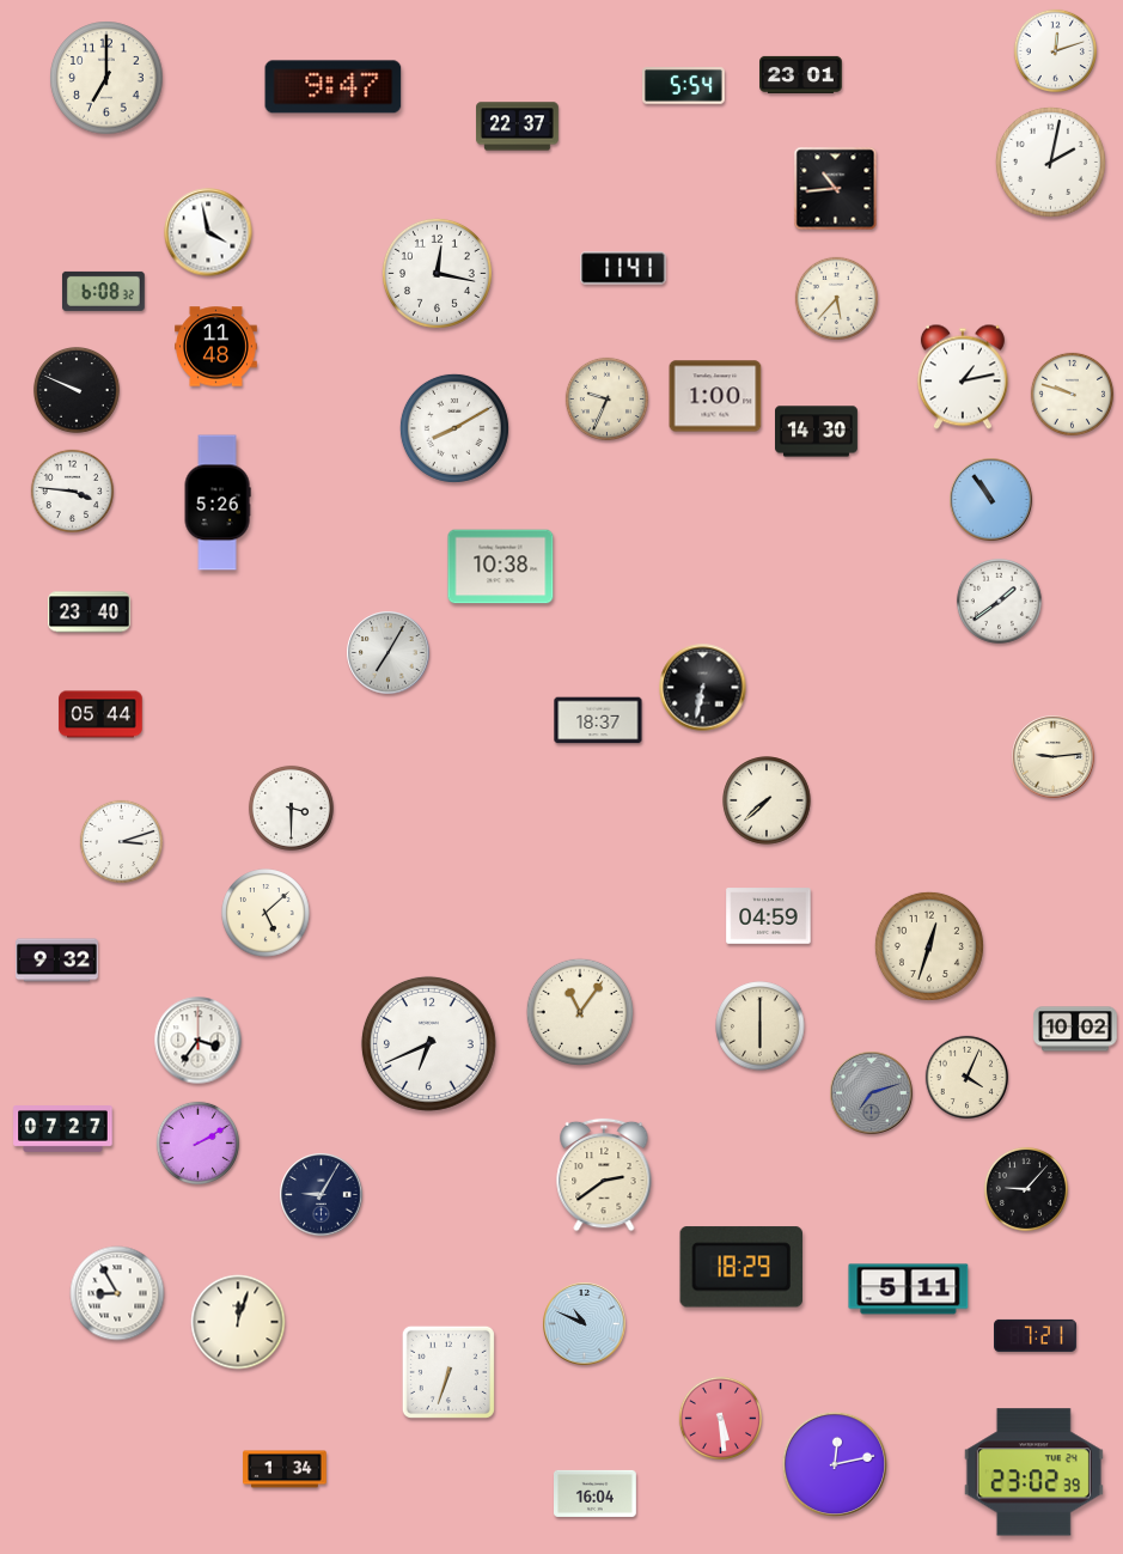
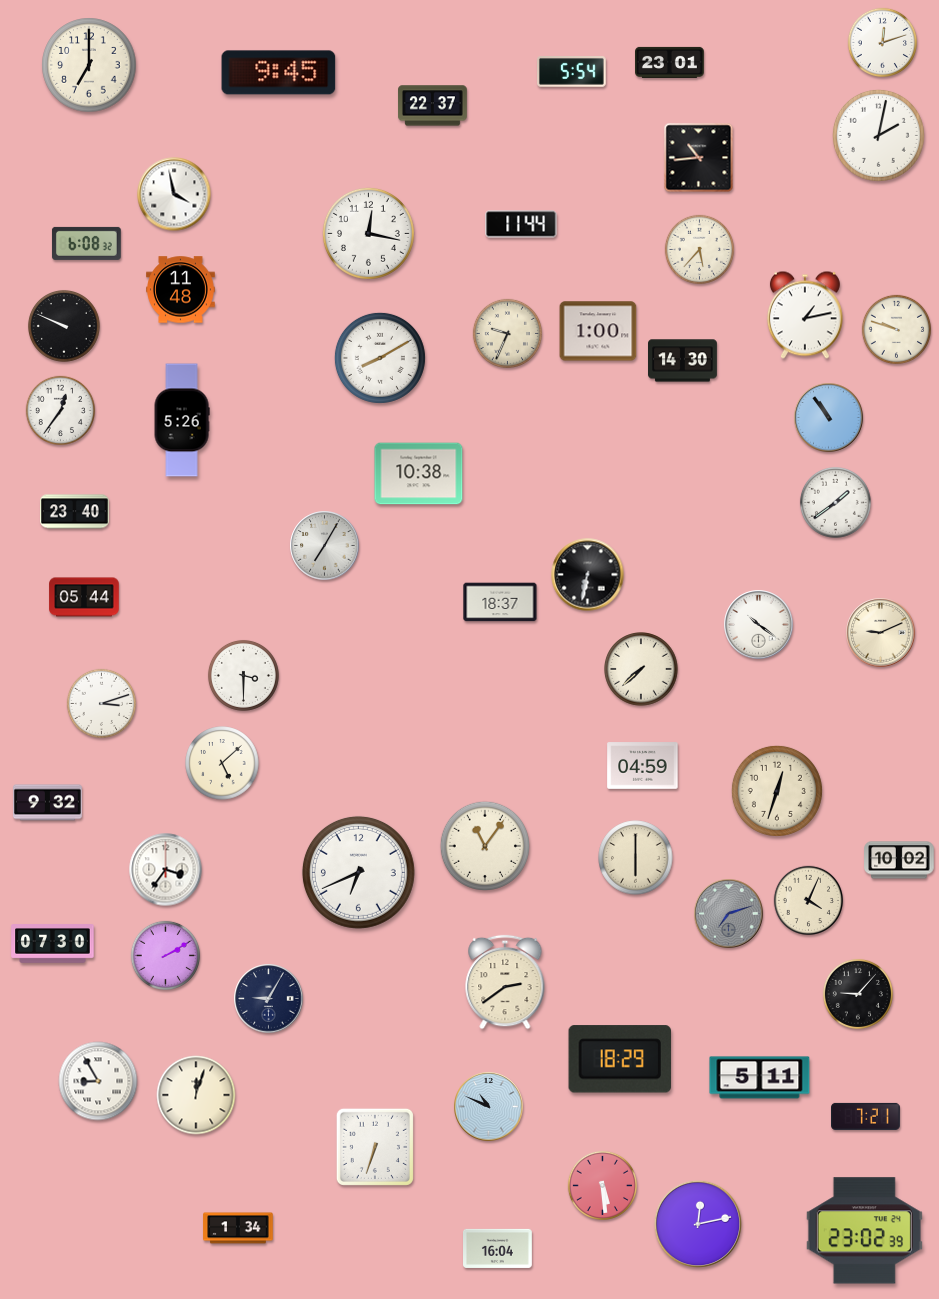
clock at (334, 87): 9:47 -> 9:45
clock at (623, 268): 11:41 -> 11:44
clock at (437, 273) position: (437, 273) -> (368, 233)
clock at (72, 490): 3:46 -> 12:36
clock at (759, 625): none -> 10:21
clock at (1054, 757): 9:14 -> 9:11
clock at (63, 1129): 07:27 -> 07:30
clock at (238, 1322) position: (238, 1322) -> (196, 1095)
